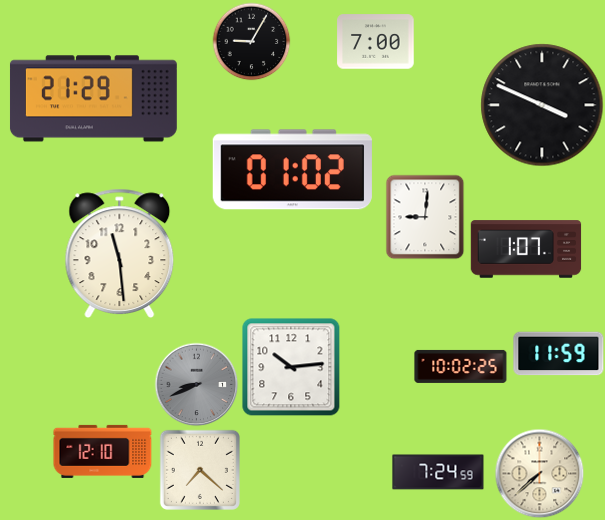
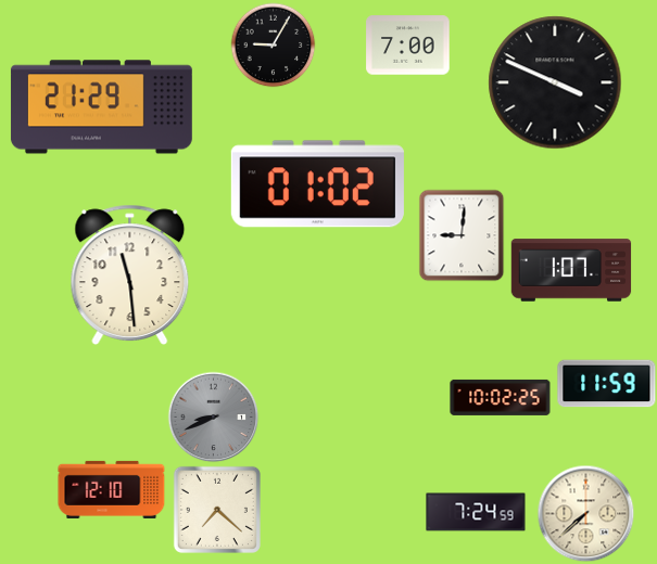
clock at (542, 105) position: (542, 105) -> (555, 82)
clock at (291, 367): 10:14 -> none
